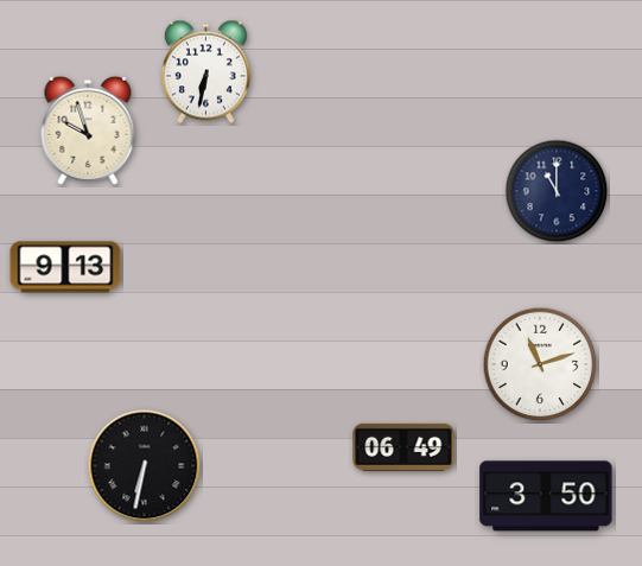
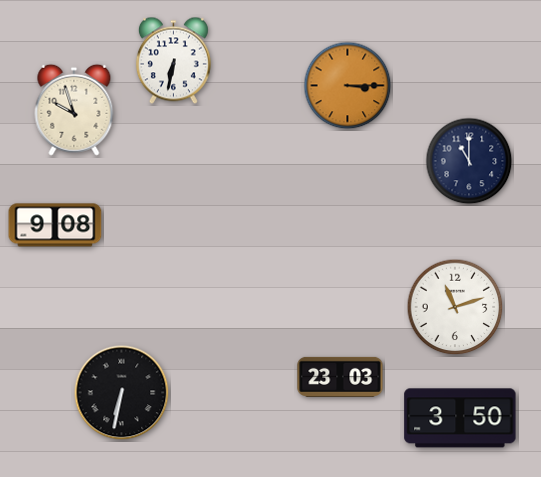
clock at (348, 86): none -> 3:15
clock at (65, 267): 9:13 -> 9:08
clock at (403, 447): 06:49 -> 23:03
